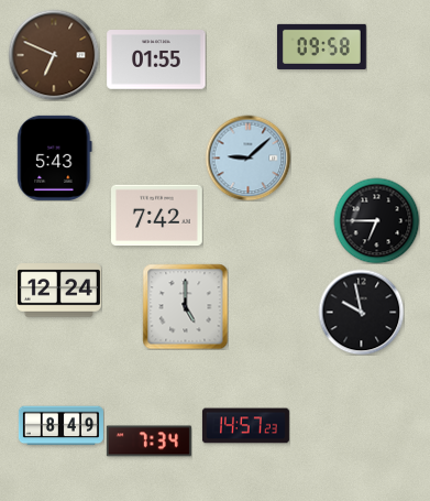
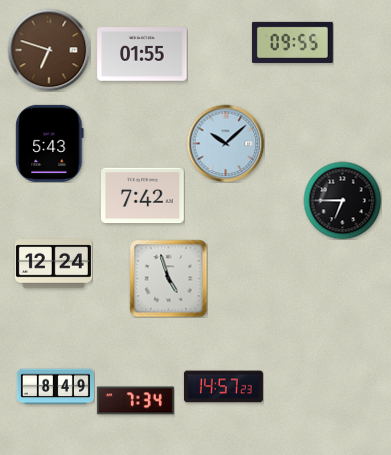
clock at (321, 46): 09:58 -> 09:55
clock at (54, 55): 6:49 -> 6:48
clock at (247, 157): 9:08 -> 10:08
clock at (185, 306): 5:00 -> 4:57
clock at (361, 312): 9:58 -> none
